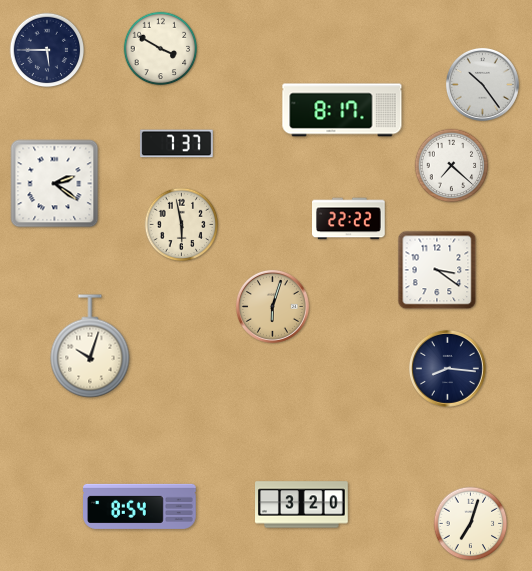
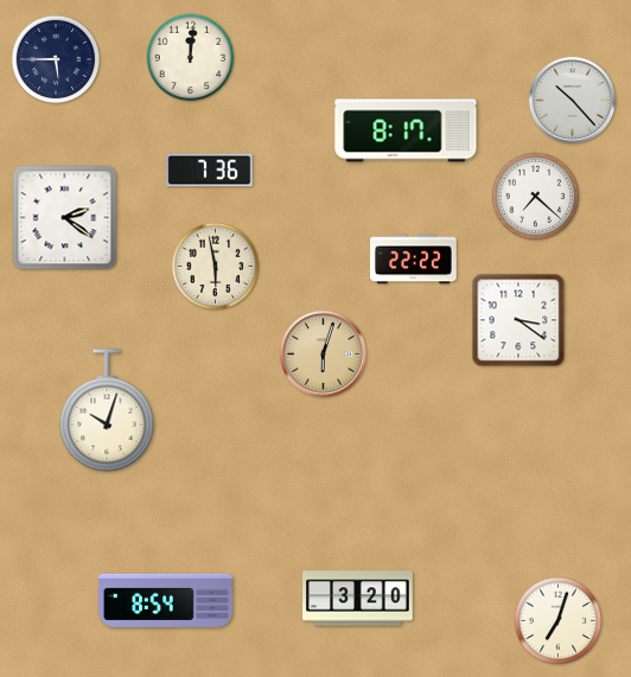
clock at (161, 49): 3:50 -> 12:01
clock at (482, 84): 10:24 -> 10:23
clock at (177, 144): 7:37 -> 7:36
clock at (272, 306) position: (272, 306) -> (323, 353)
clock at (447, 368): 8:16 -> none
